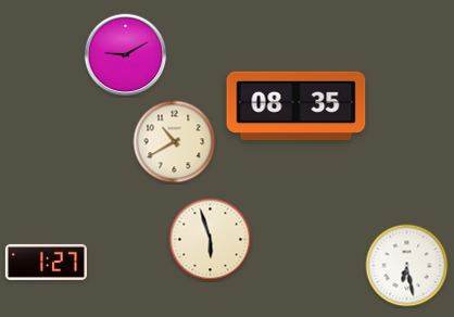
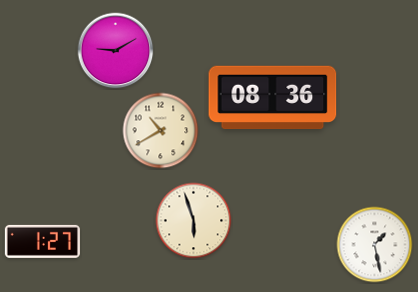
clock at (297, 106): 08:35 -> 08:36
clock at (407, 266): 6:28 -> 1:28
